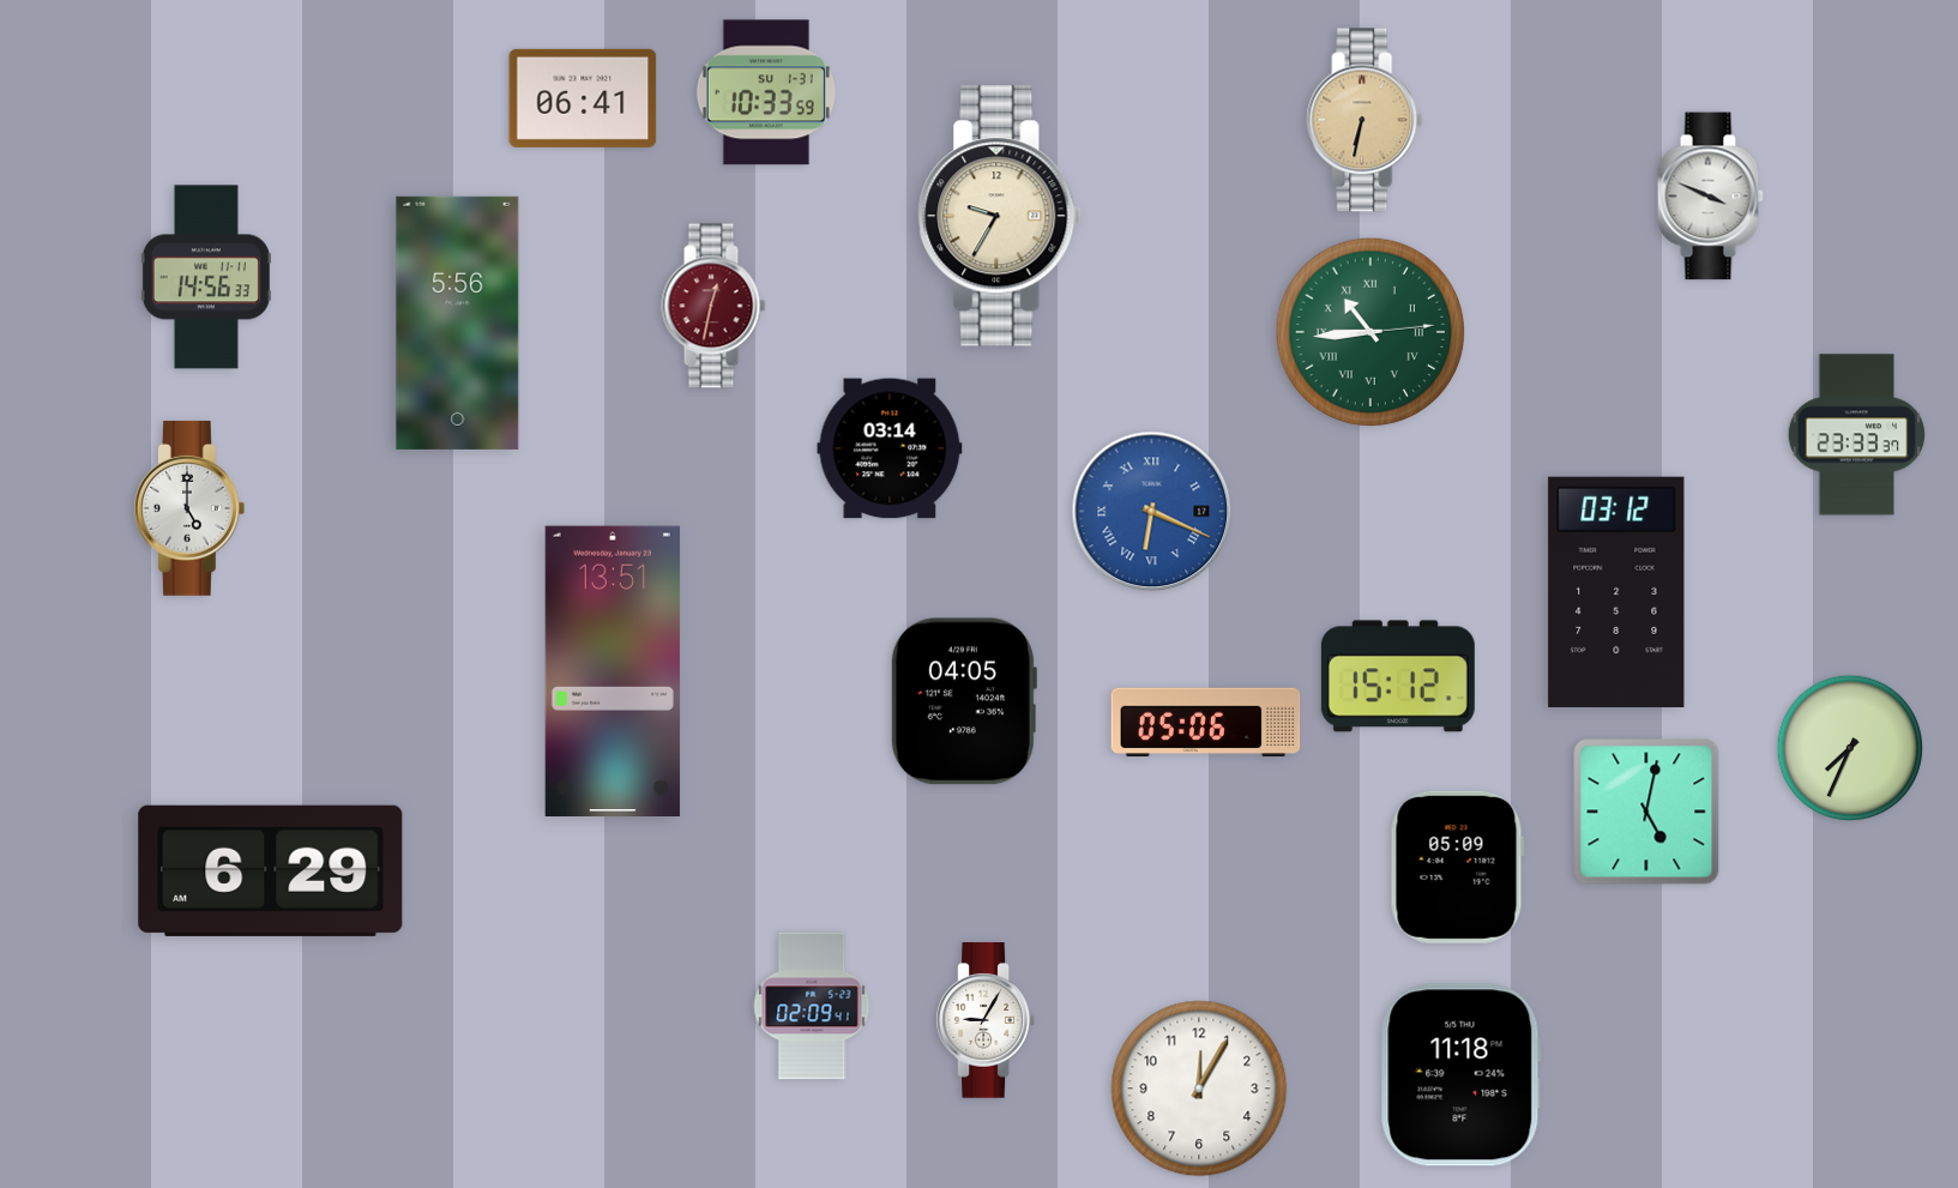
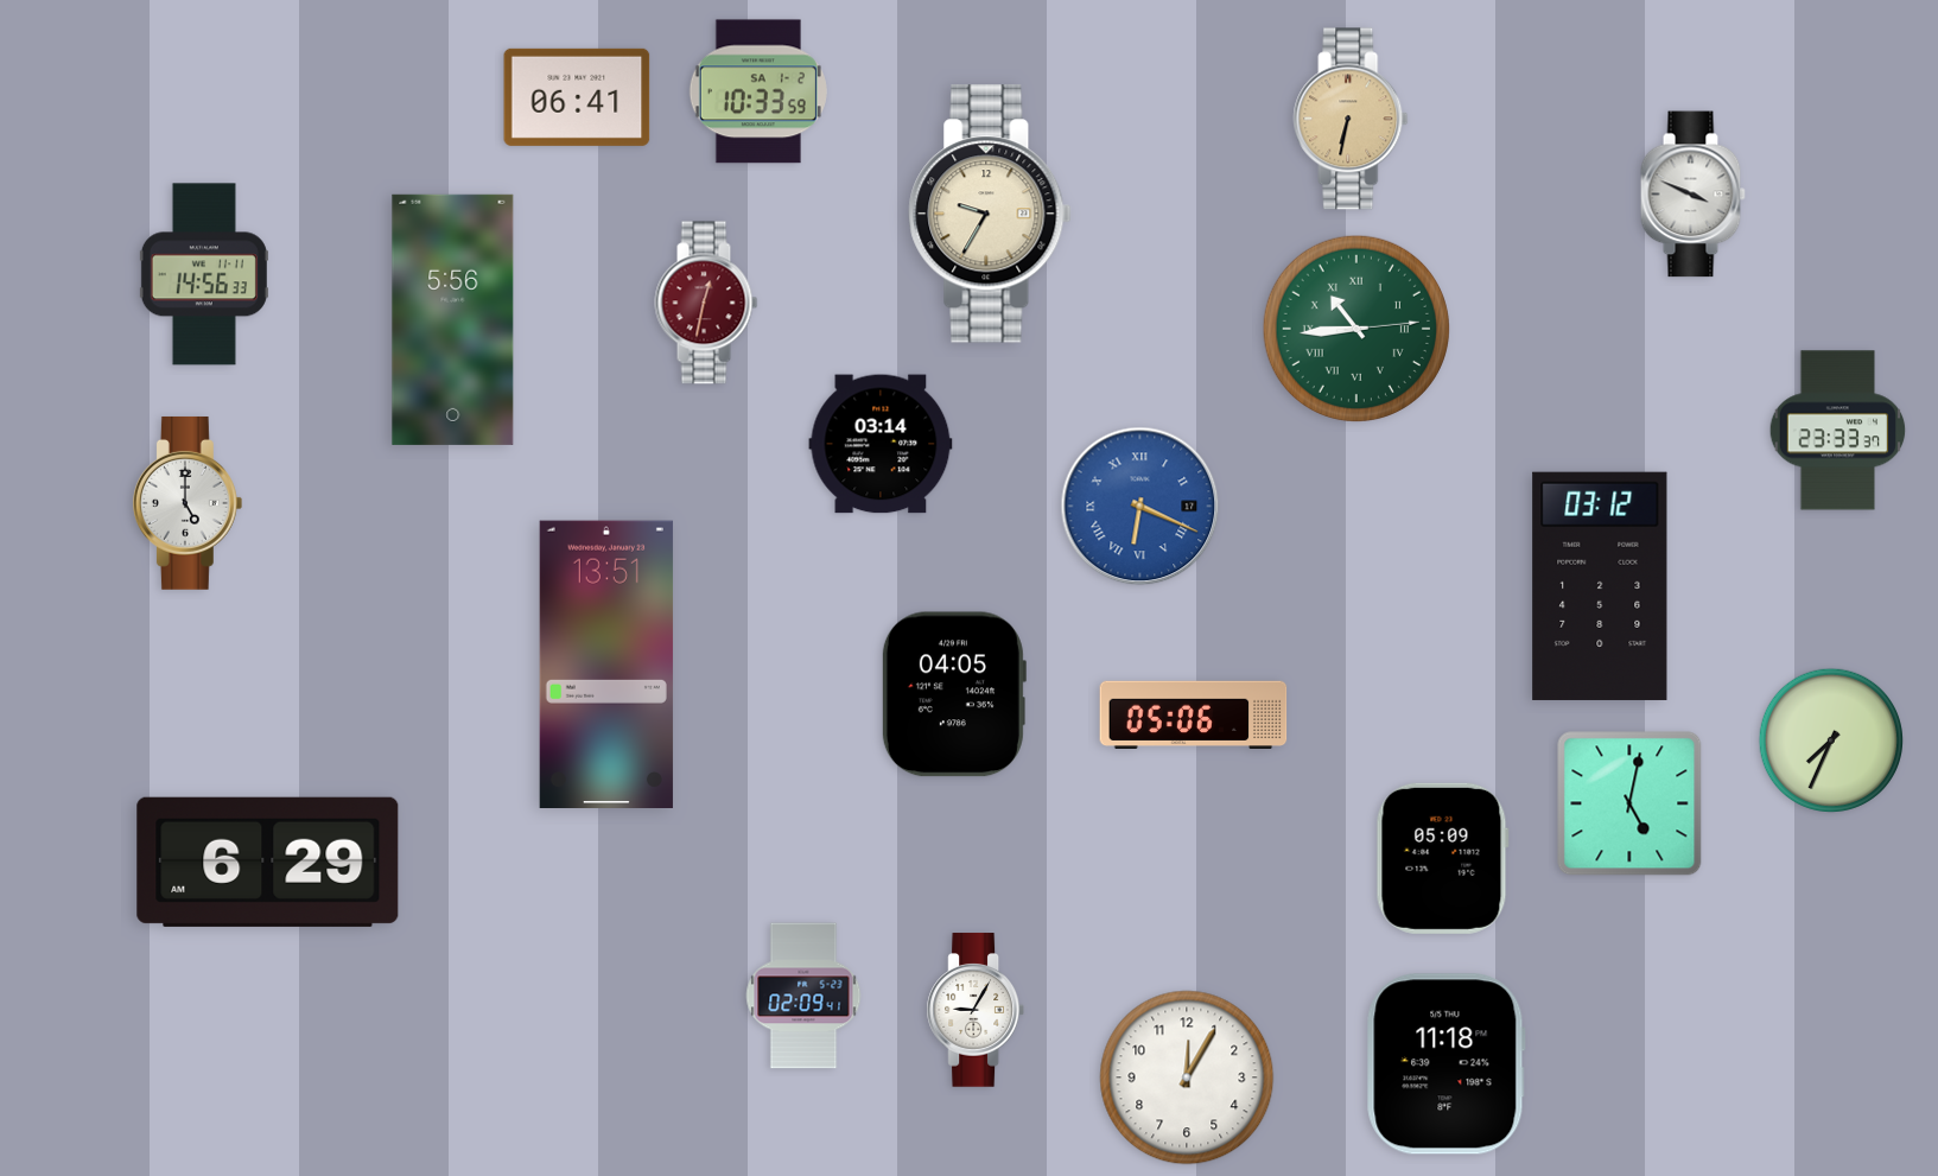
clock at (766, 92) date: SU 1-31 -> SA 1-2
clock at (1398, 676): 15:12 -> none
